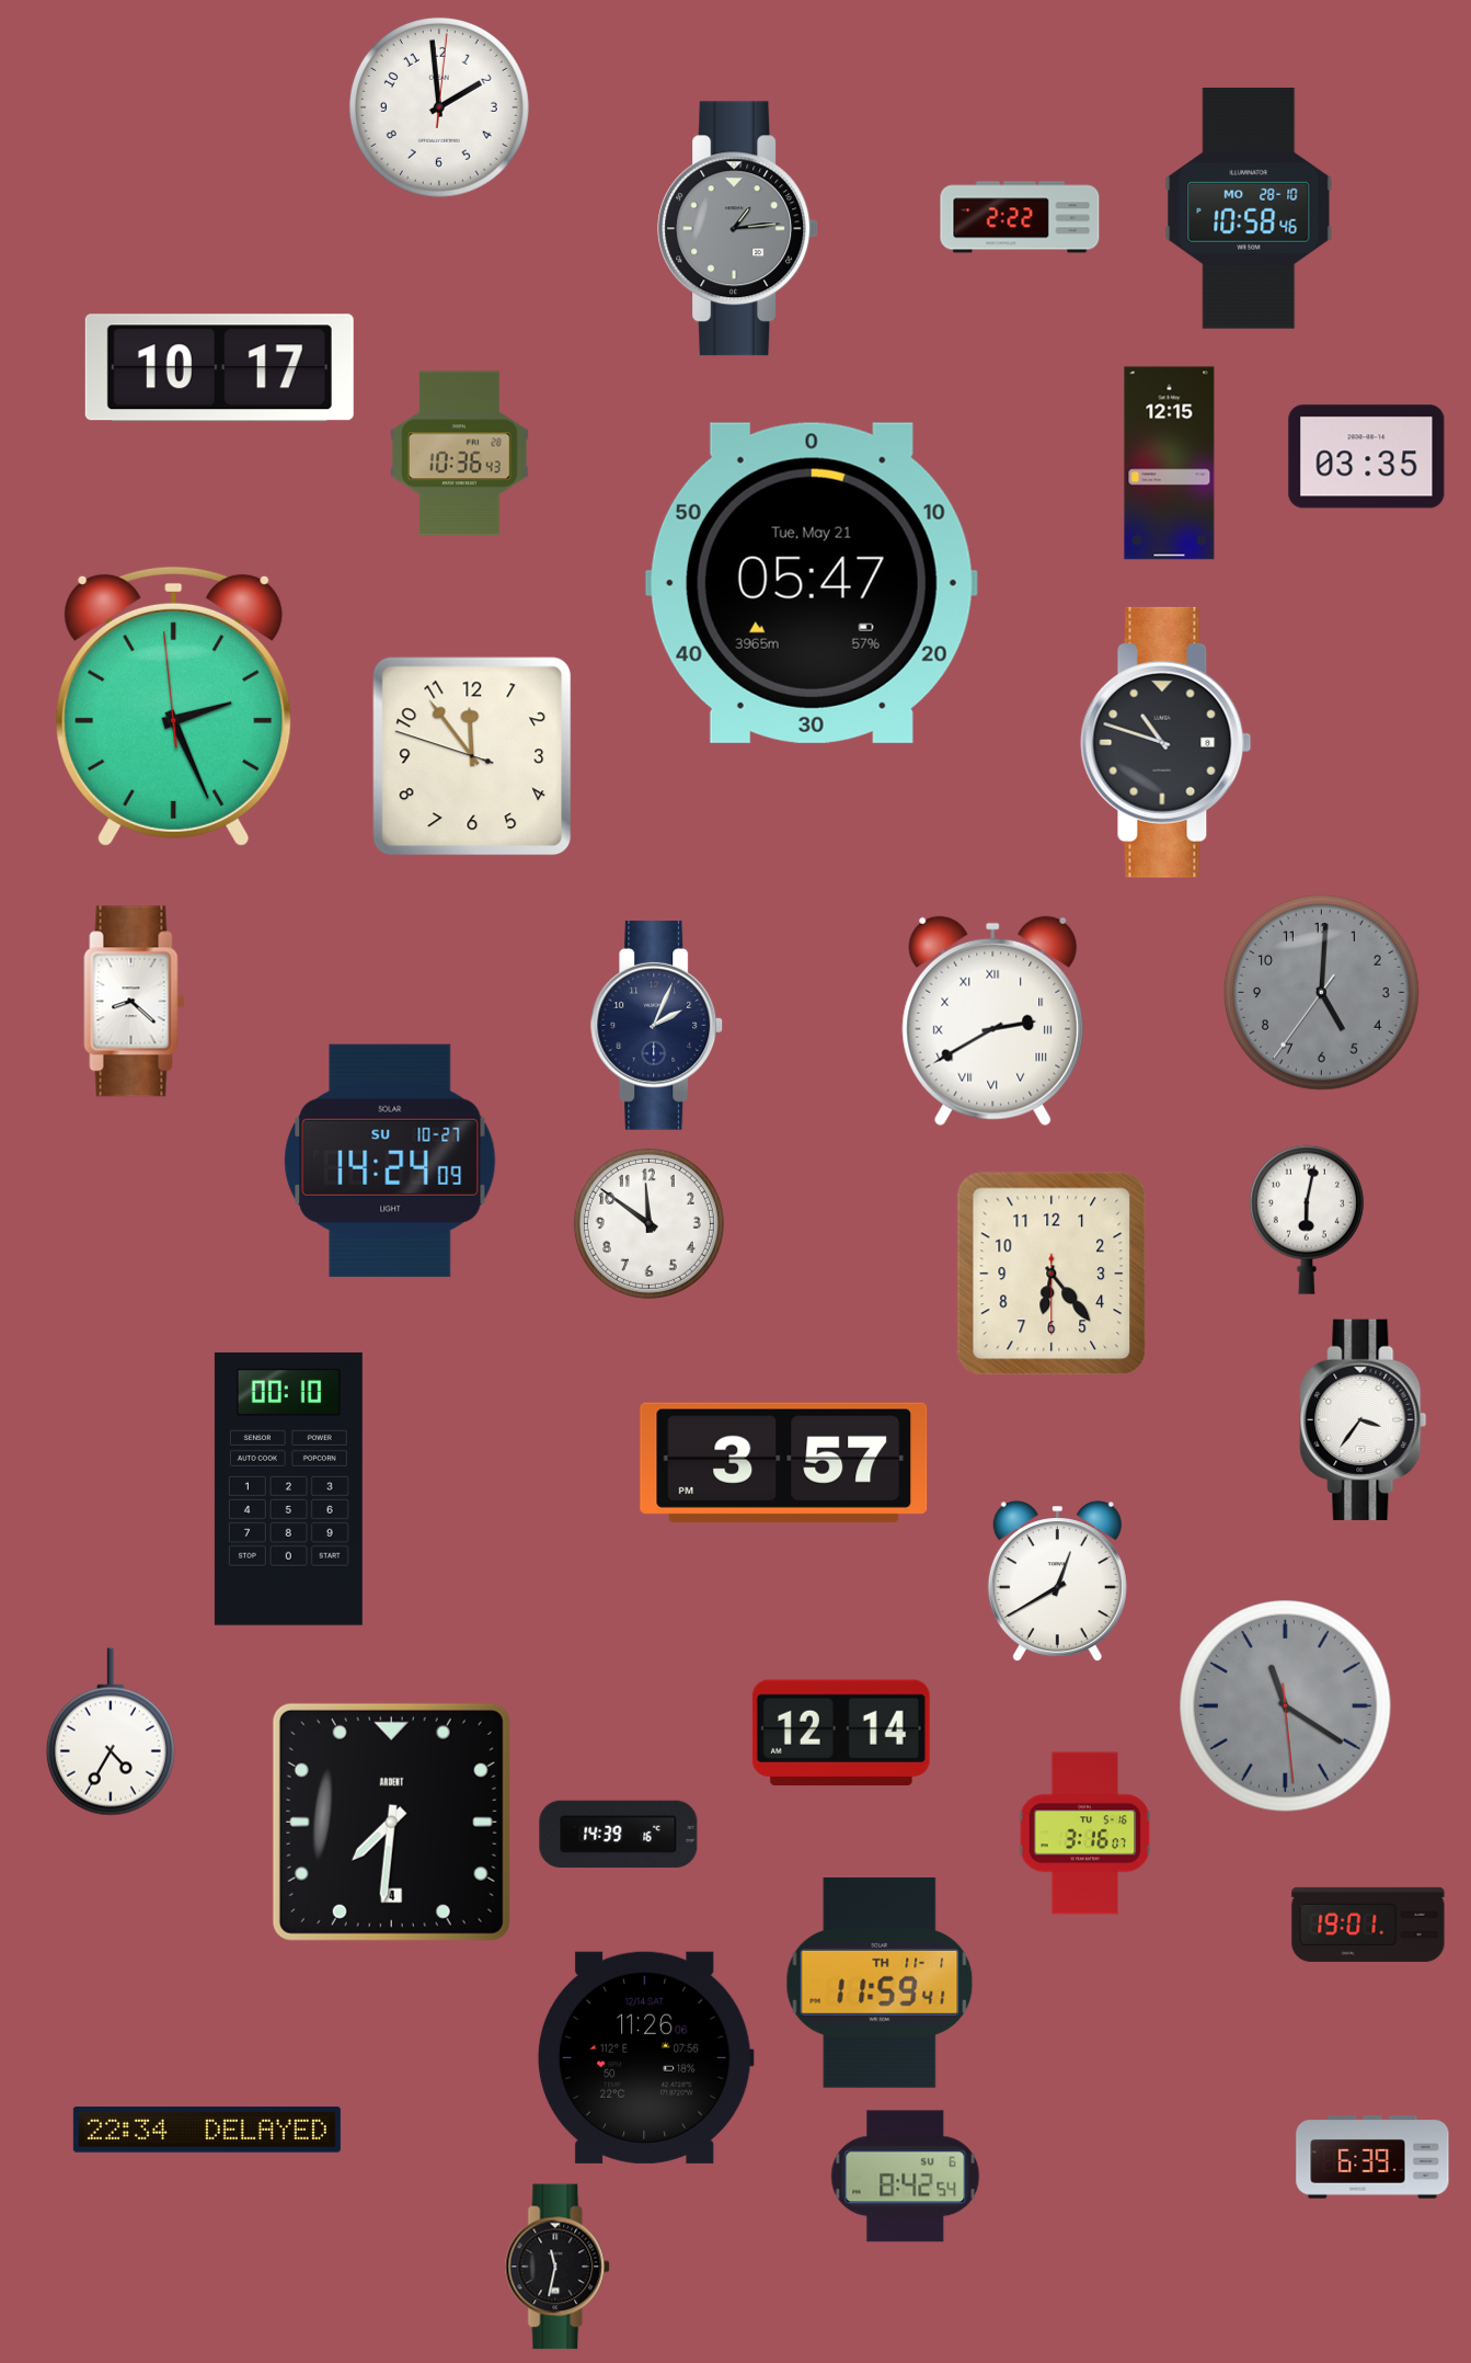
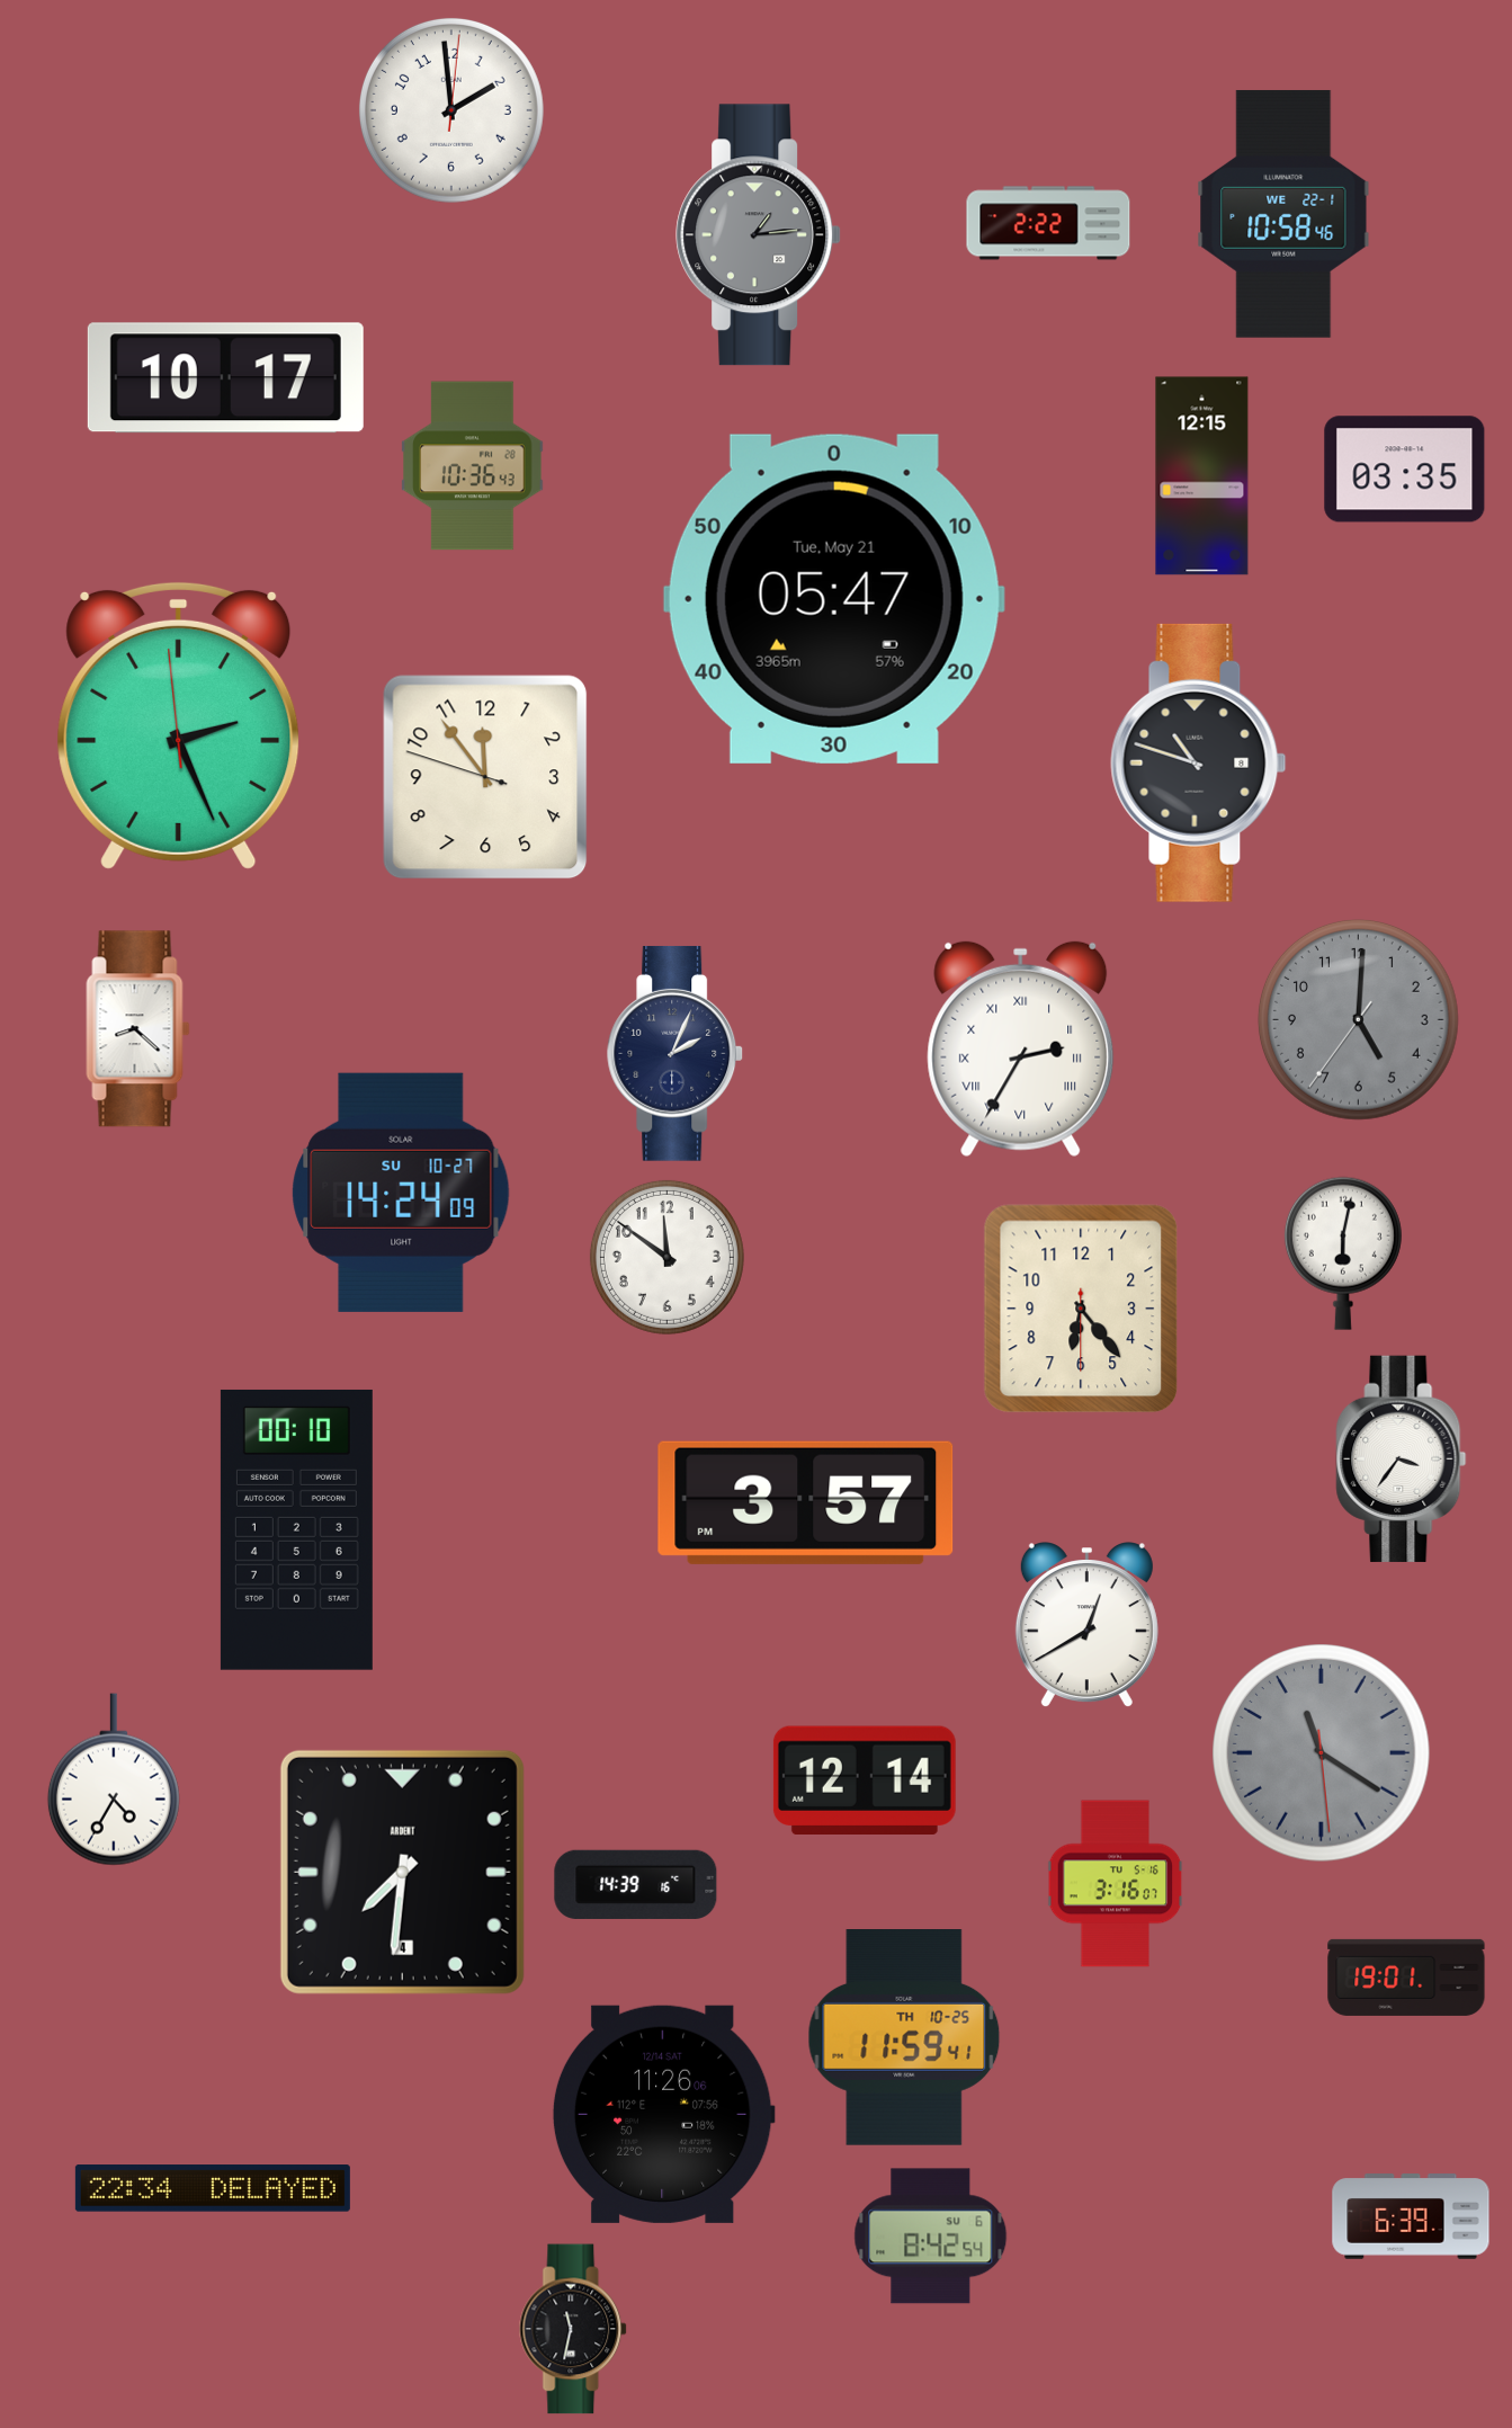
clock at (1249, 208) date: MO 28-10 -> WE 22-1
clock at (993, 1021): 2:40 -> 2:35
clock at (880, 1984) date: TH 11-1 -> TH 10-25
